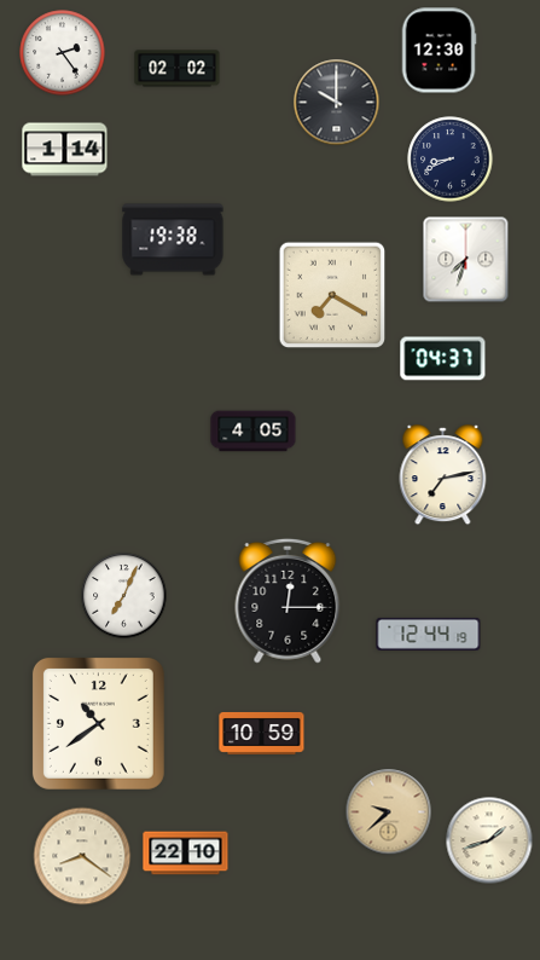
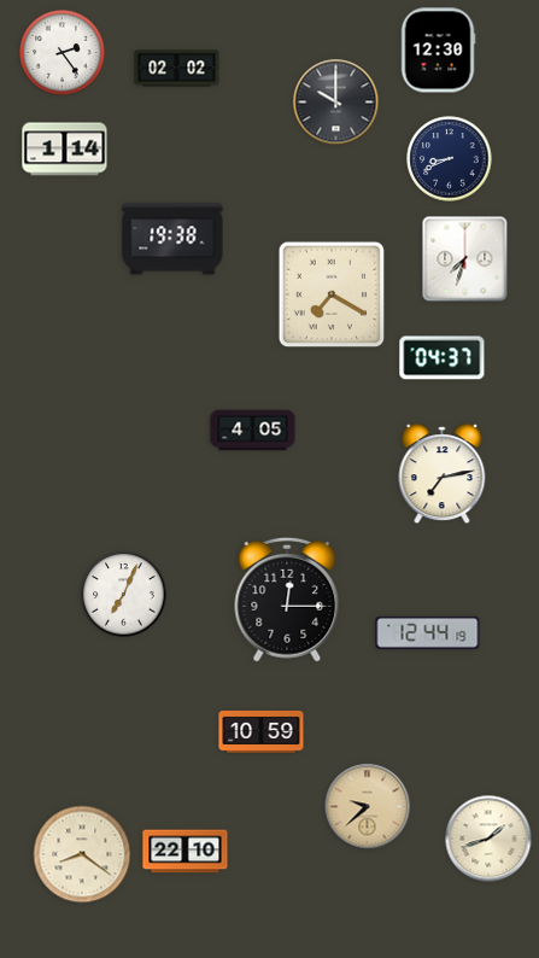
clock at (98, 723): 10:39 -> none
clock at (389, 812) position: (389, 812) -> (368, 807)
